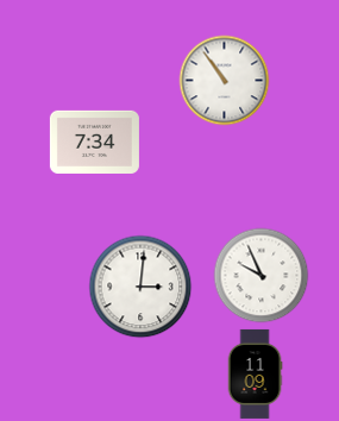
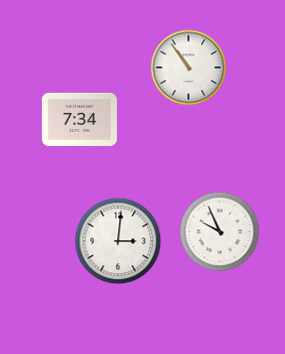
clock at (255, 373): 11:09 -> none
